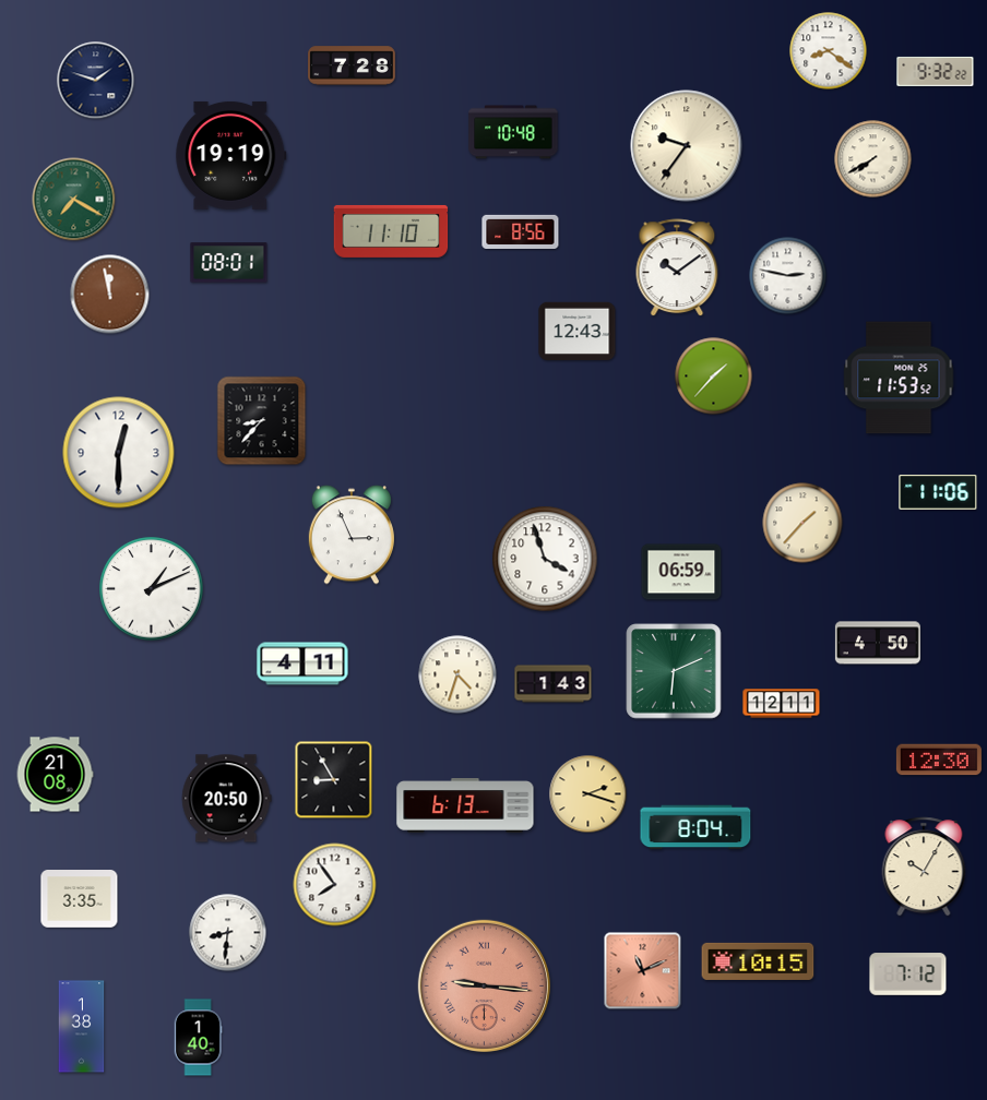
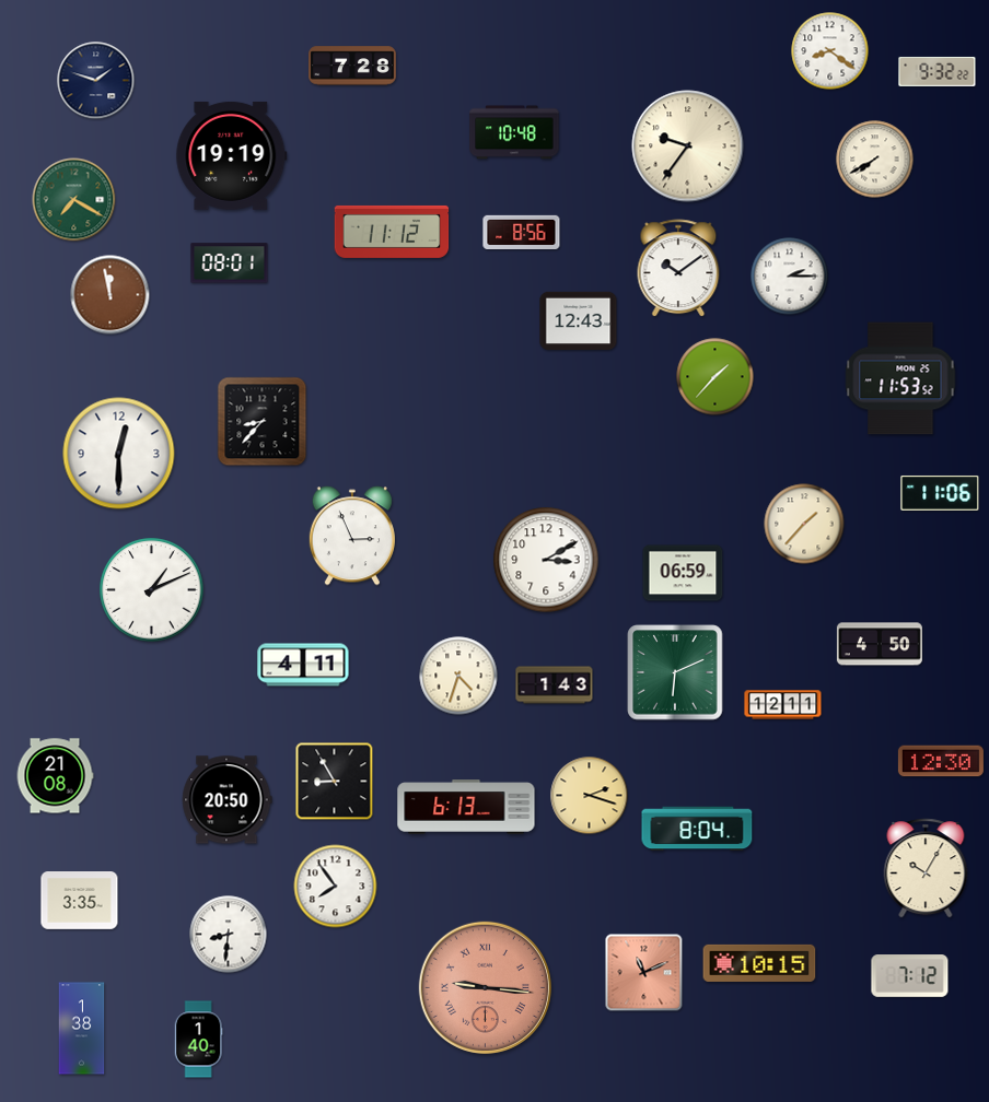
clock at (391, 231): 11:10 -> 11:12
clock at (788, 276): 2:47 -> 2:15
clock at (578, 332) position: (578, 332) -> (579, 321)
clock at (545, 559): 3:57 -> 3:10
